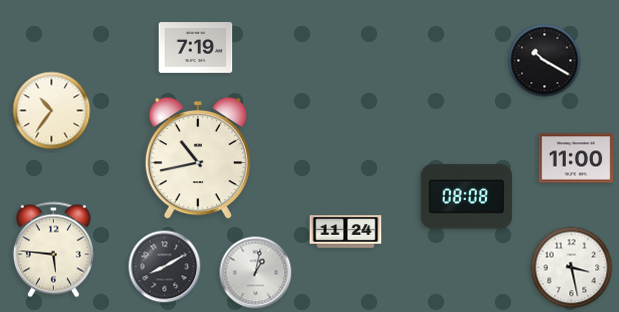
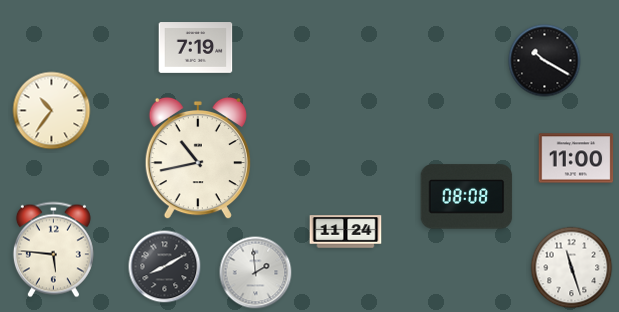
clock at (572, 268): 3:28 -> 11:27
clock at (256, 273): 1:02 -> 1:59
